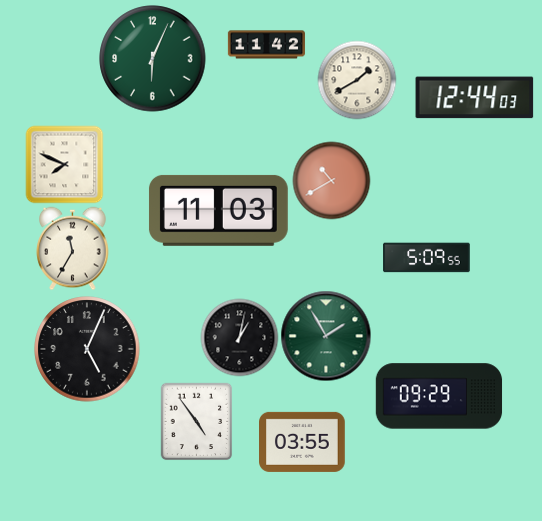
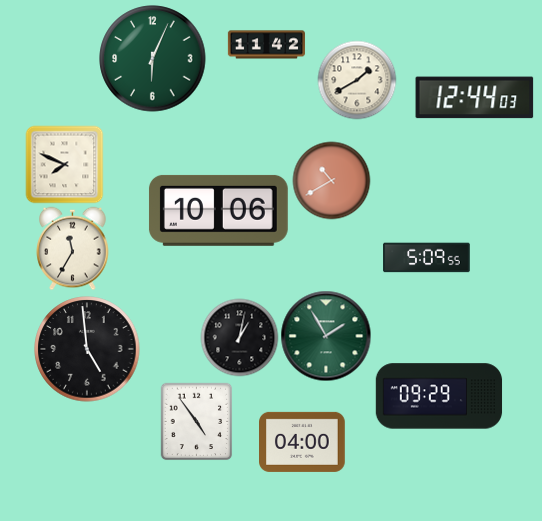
clock at (218, 210): 11:03 -> 10:06
clock at (87, 349): 5:04 -> 4:59
clock at (303, 442): 03:55 -> 04:00
